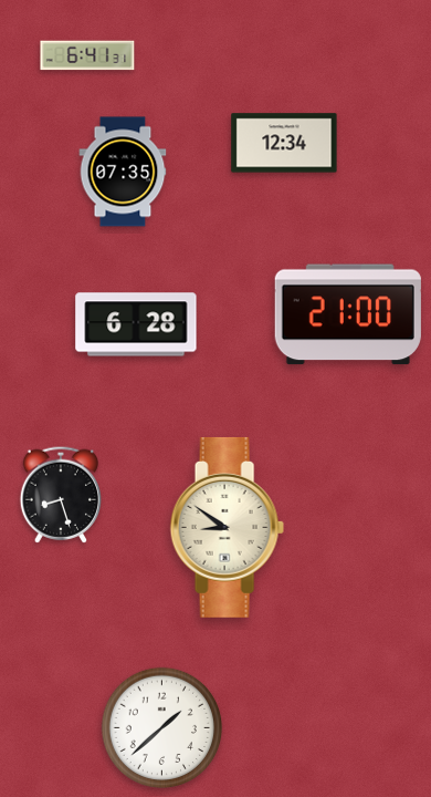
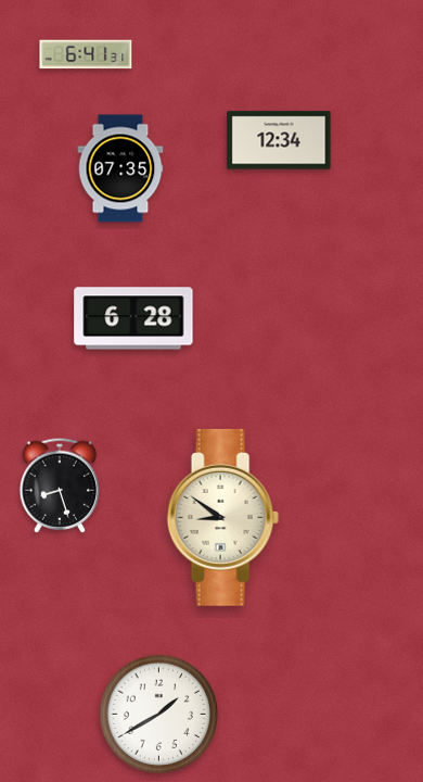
clock at (348, 314): 21:00 -> none
clock at (162, 728): 1:38 -> 1:40
